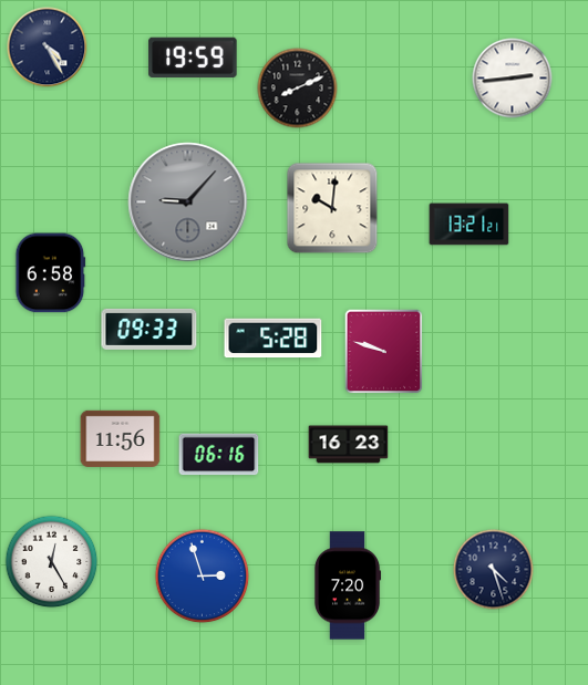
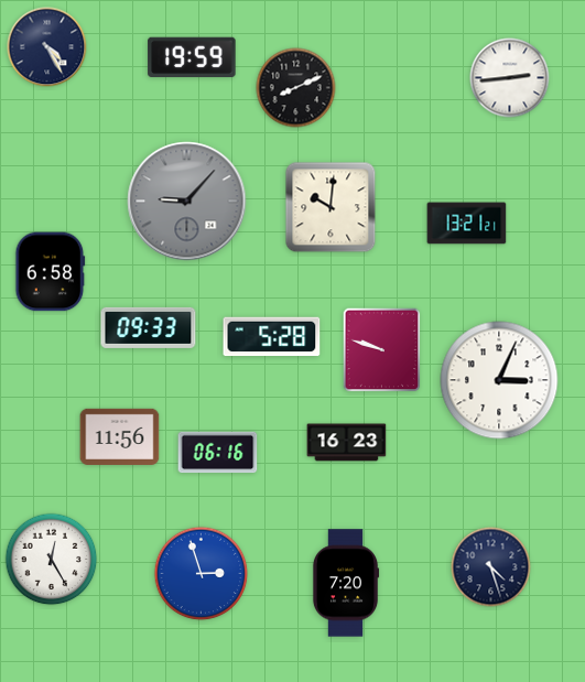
clock at (499, 380): none -> 3:04
